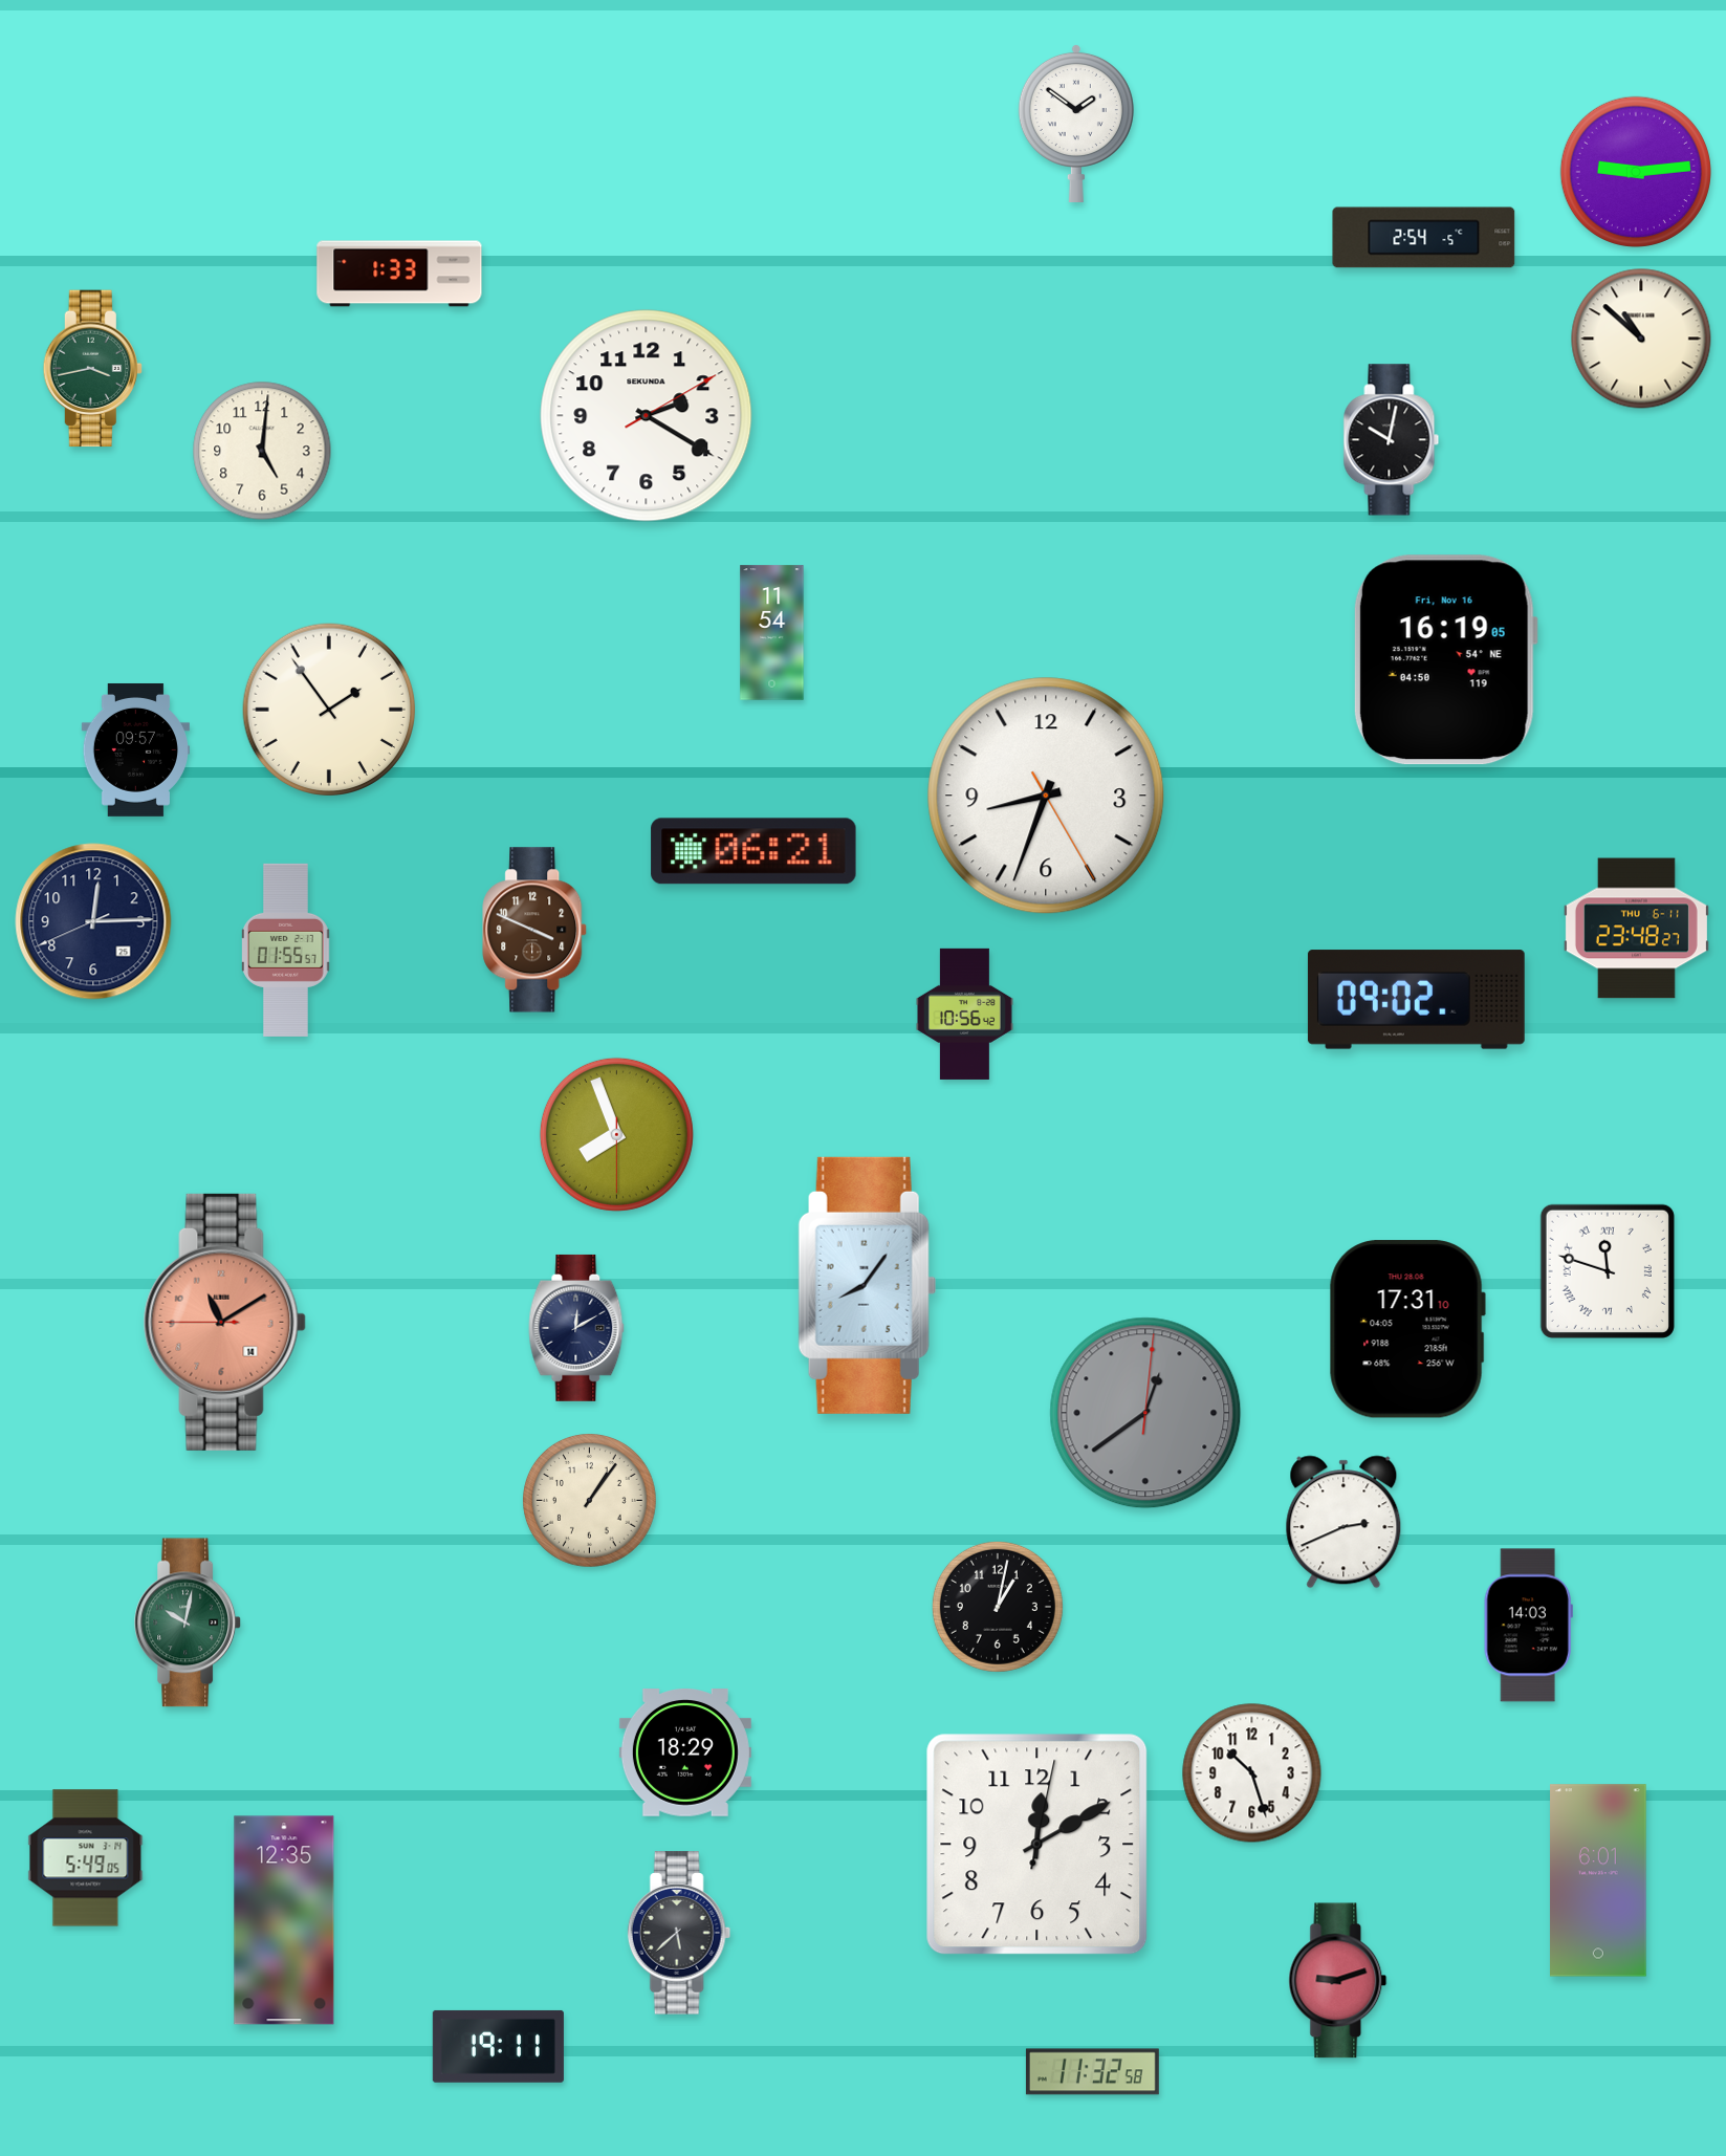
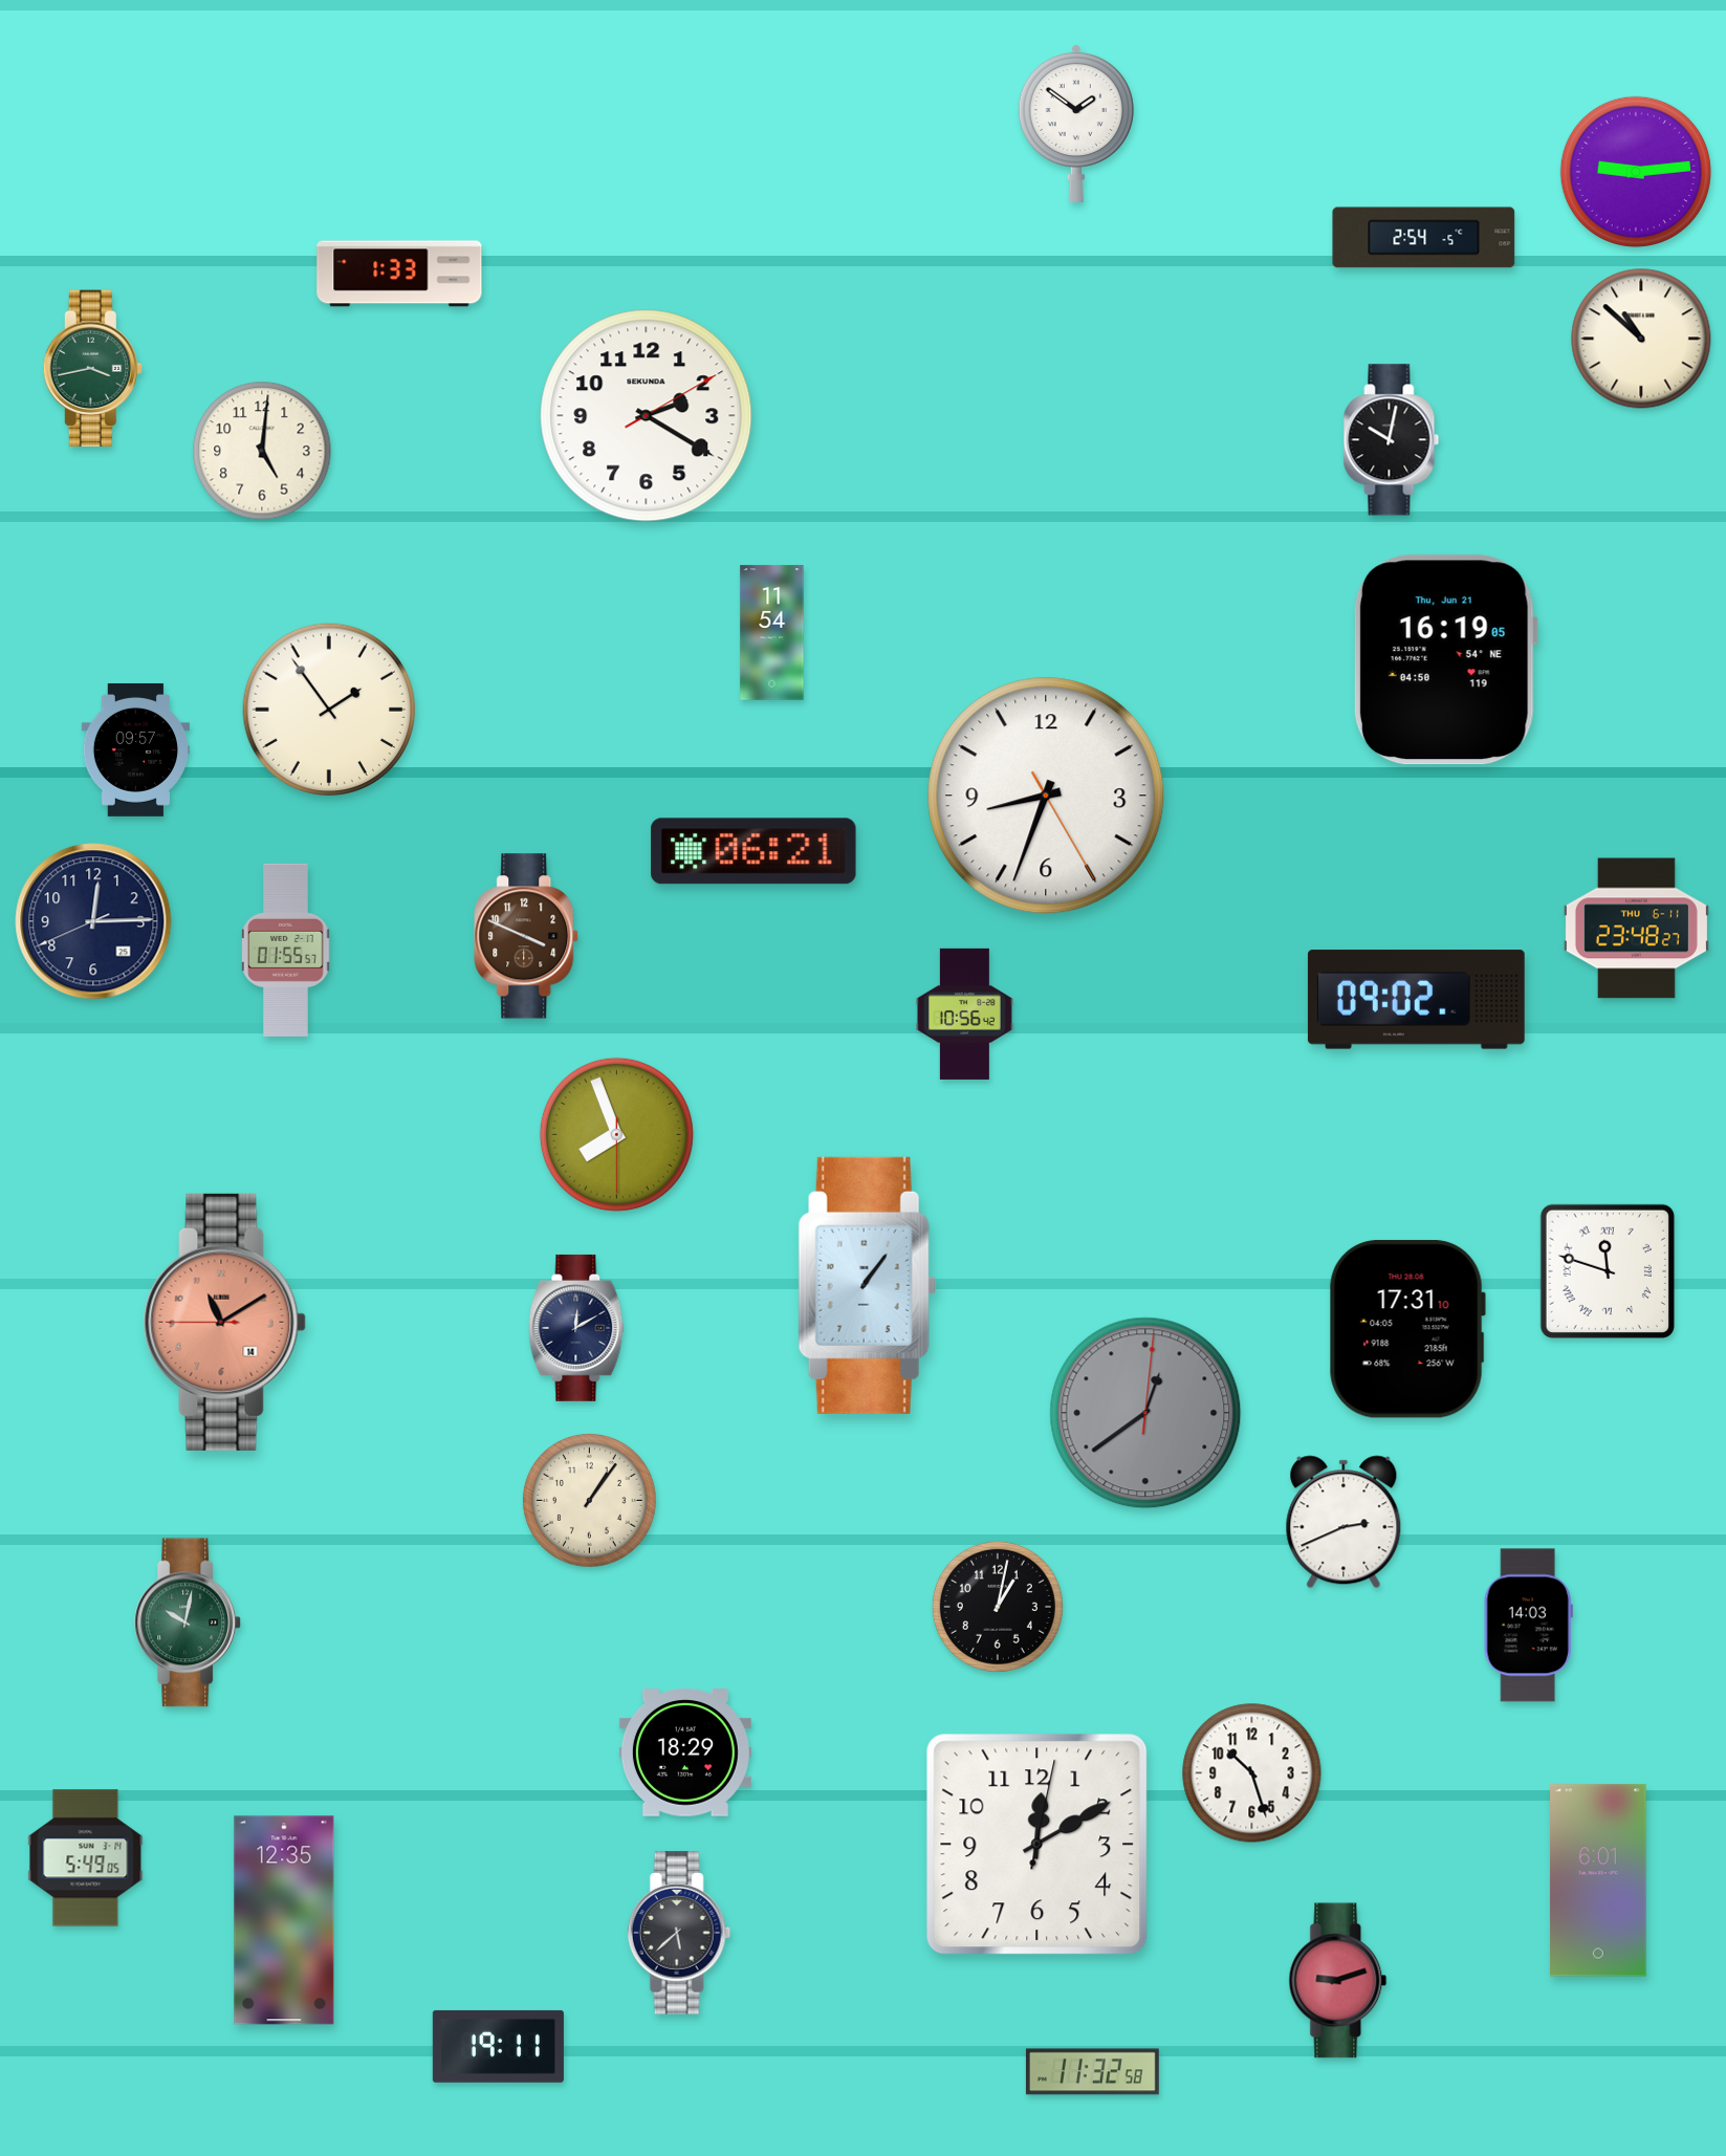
clock at (1445, 660) date: Fri, Nov 16 -> Thu, Jun 21
clock at (536, 930) position: (536, 930) -> (527, 936)
clock at (867, 1285): 8:06 -> 1:06
